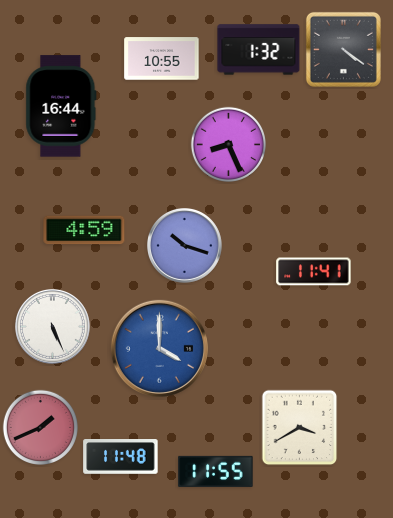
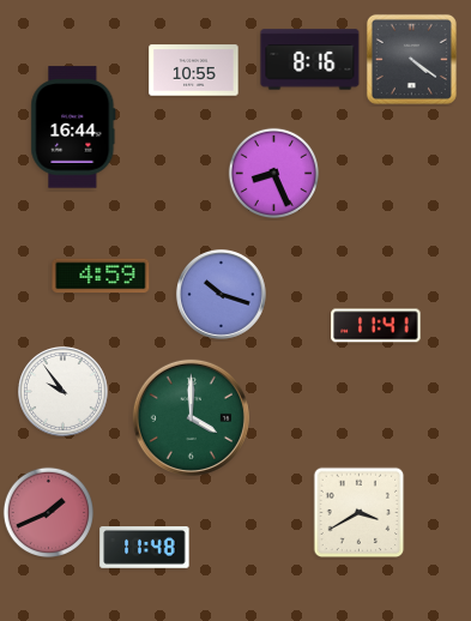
clock at (259, 50): 1:32 -> 8:16
clock at (53, 327): 5:26 -> 9:54
clock at (159, 348) dial: blue -> green
clock at (216, 471): 11:55 -> none
